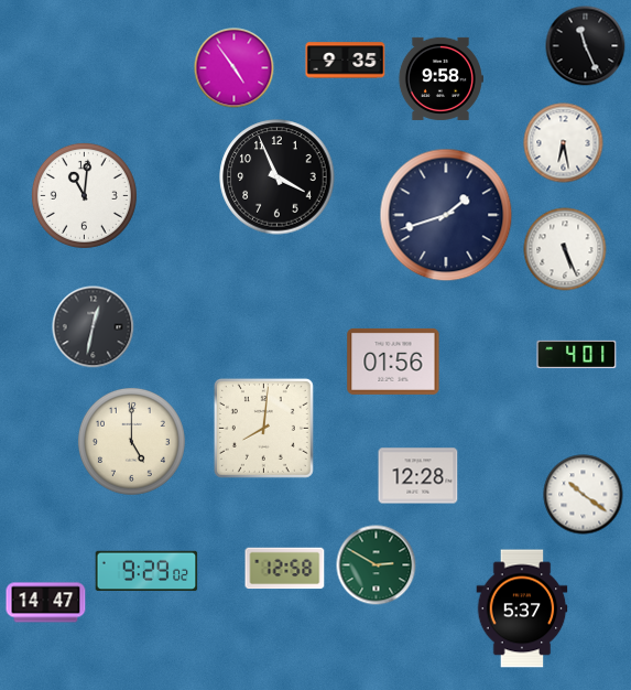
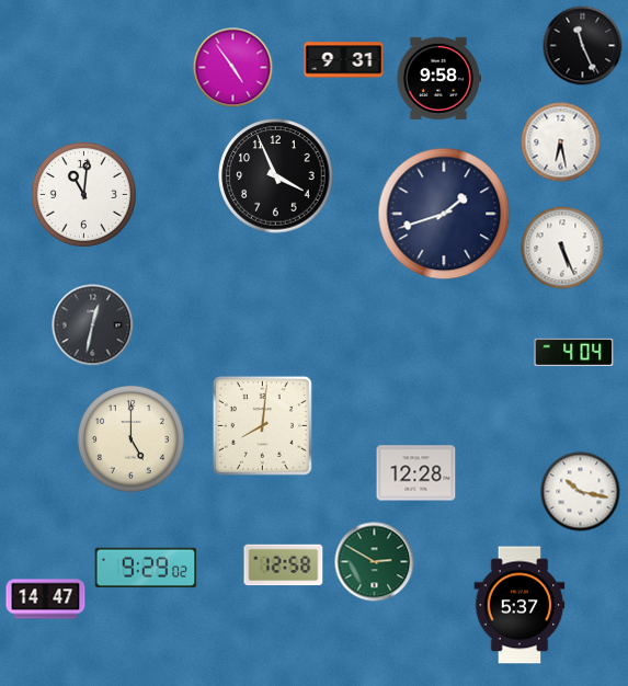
clock at (346, 61): 9:35 -> 9:31
clock at (577, 354): 4:01 -> 4:04
clock at (393, 362): 01:56 -> none
clock at (584, 495): 10:21 -> 10:17
